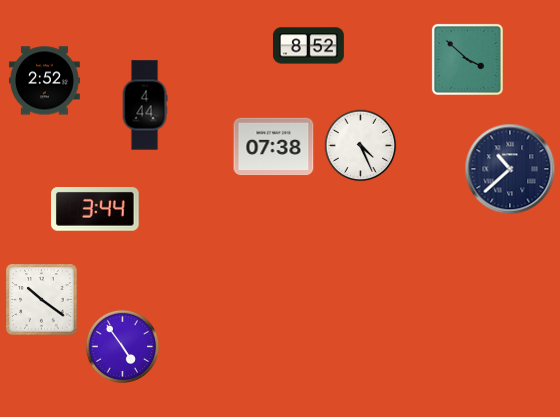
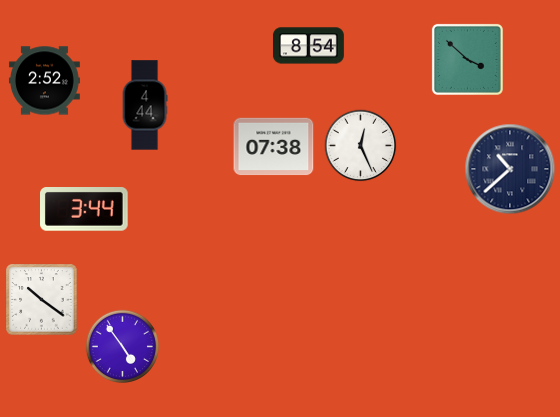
clock at (308, 46): 8:52 -> 8:54
clock at (361, 146): 4:26 -> 12:26
clock at (96, 210) position: (96, 210) -> (85, 210)
